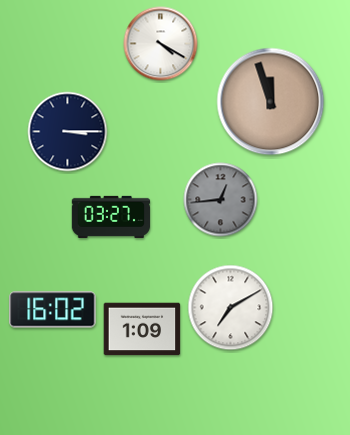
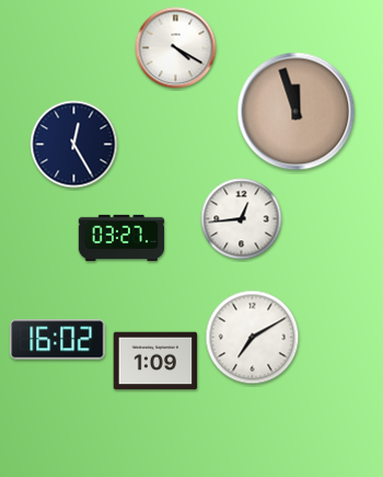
clock at (68, 132): 3:15 -> 12:25
clock at (221, 200) dial: grey -> white
